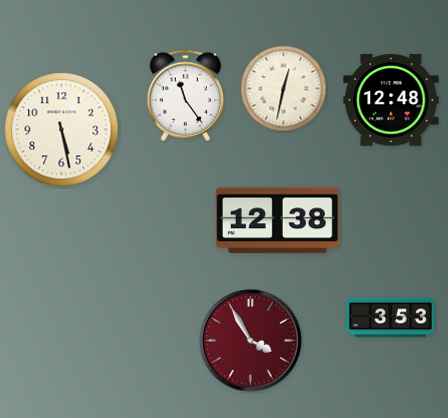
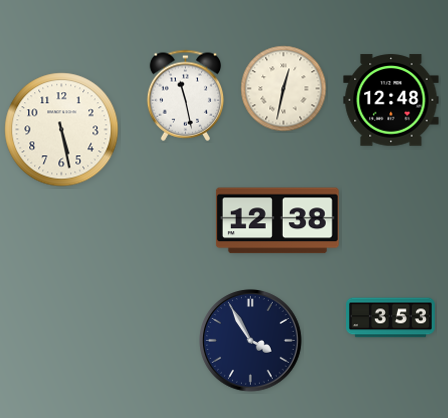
clock at (186, 95): 11:24 -> 11:28
clock at (251, 341) dial: burgundy -> navy
